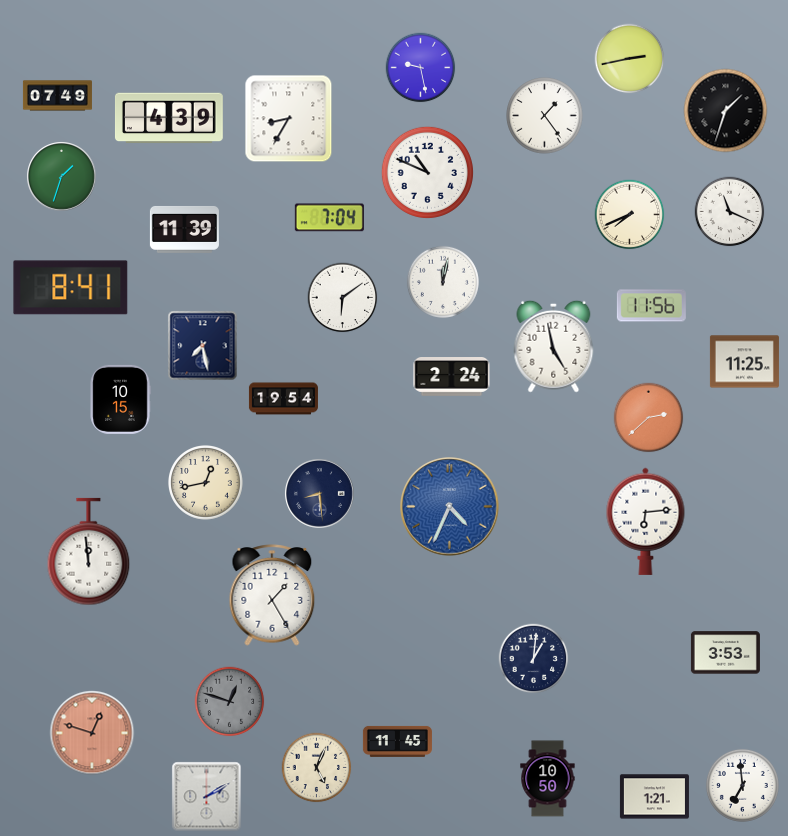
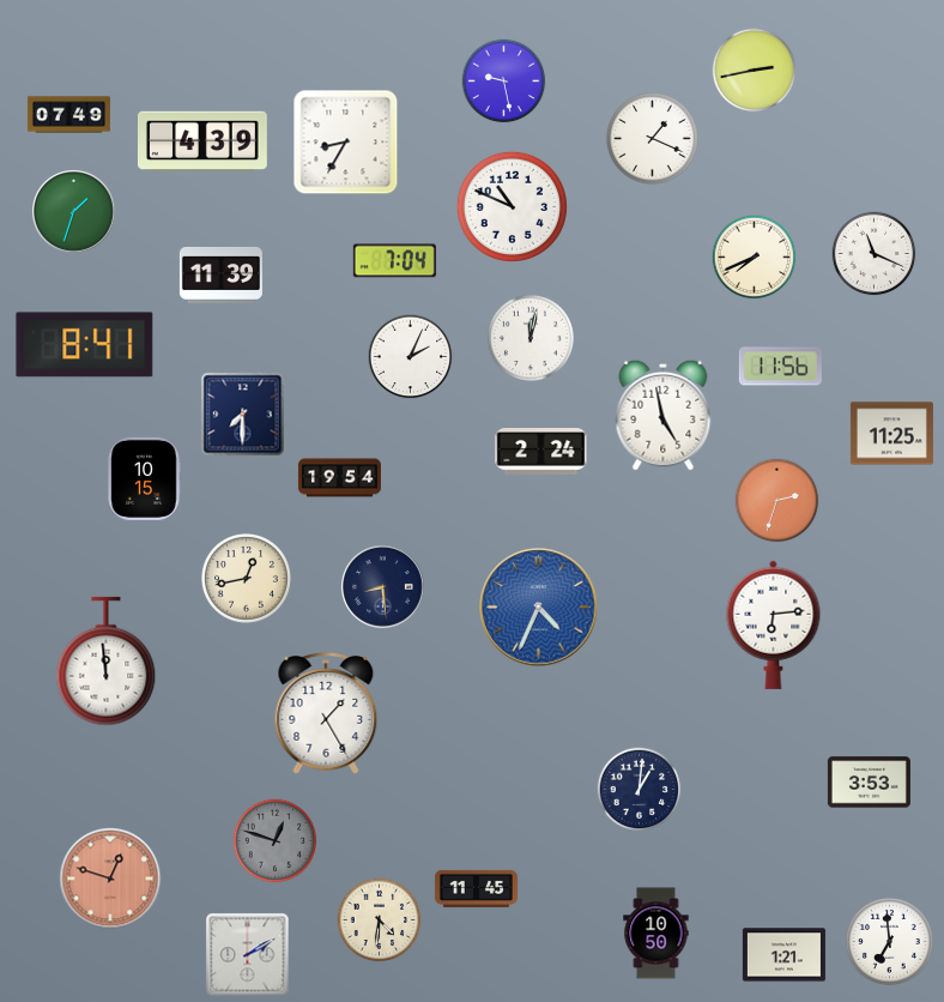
clock at (726, 111): 1:33 -> none
clock at (545, 116): 1:24 -> 1:19
clock at (343, 298): 6:09 -> 2:04
clock at (203, 346): 7:28 -> 7:30
clock at (649, 418): 2:38 -> 2:33
clock at (320, 494) position: (320, 494) -> (383, 587)
clock at (317, 768): 5:04 -> 4:31
